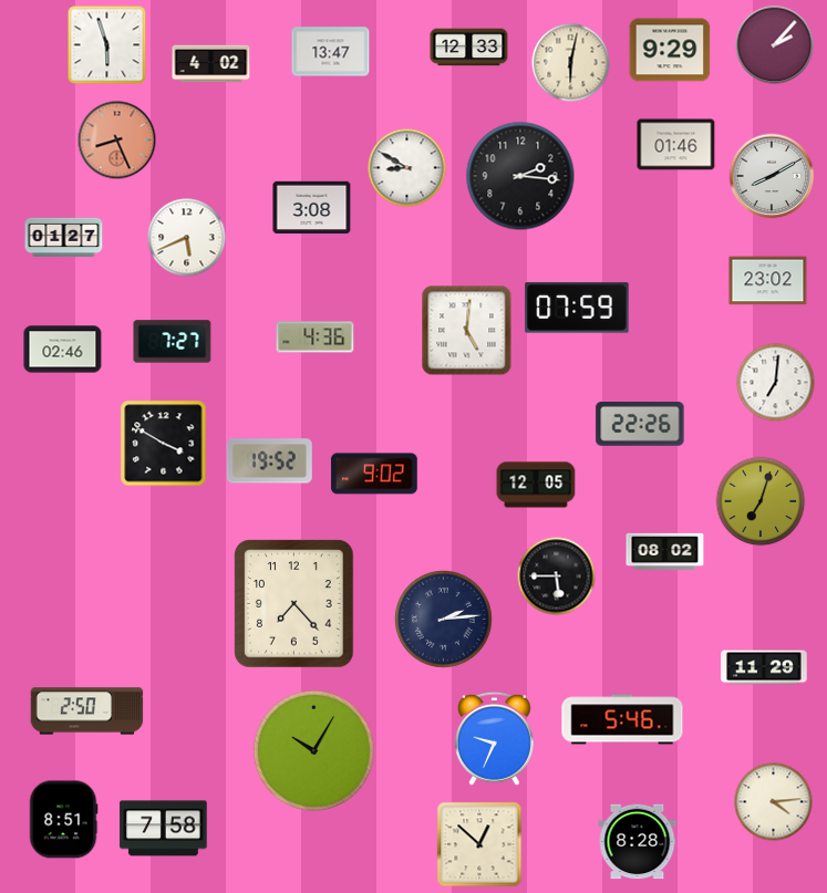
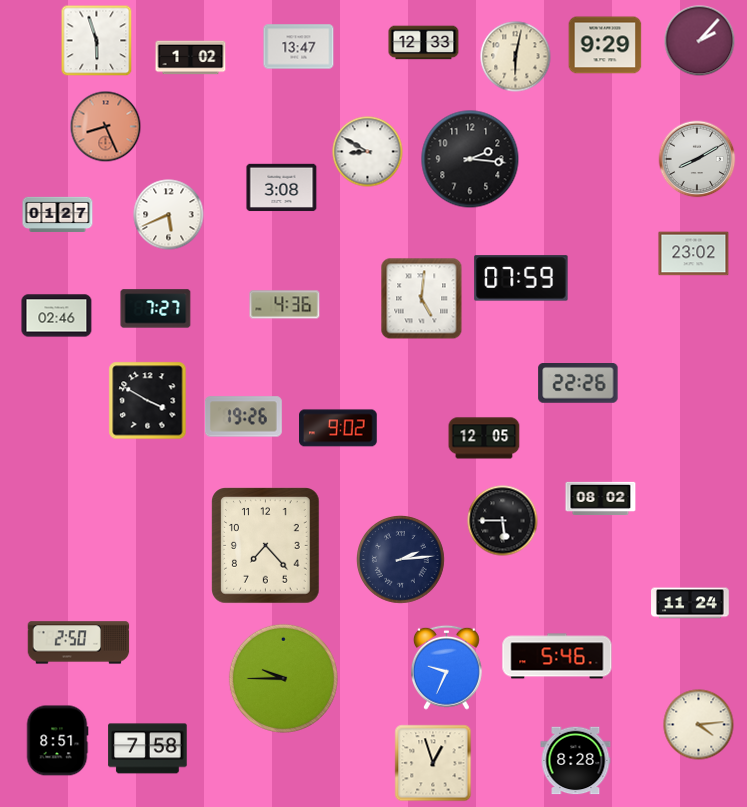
clock at (211, 64): 4:02 -> 1:02
clock at (676, 145): 01:46 -> none
clock at (776, 383): 7:01 -> none
clock at (269, 461): 19:52 -> 19:26
clock at (761, 501): 7:03 -> none
clock at (764, 667): 11:29 -> 11:24
clock at (622, 719) position: (622, 719) -> (557, 656)
clock at (313, 750): 10:05 -> 9:45
clock at (479, 844): 12:52 -> 12:57
